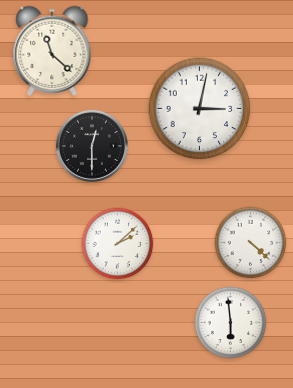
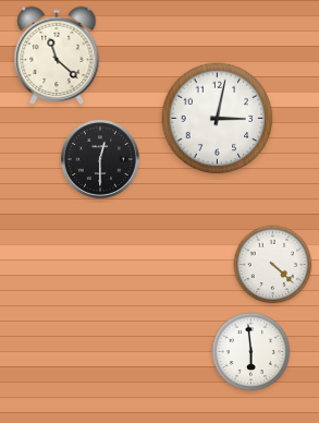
clock at (118, 244): 2:08 -> none
